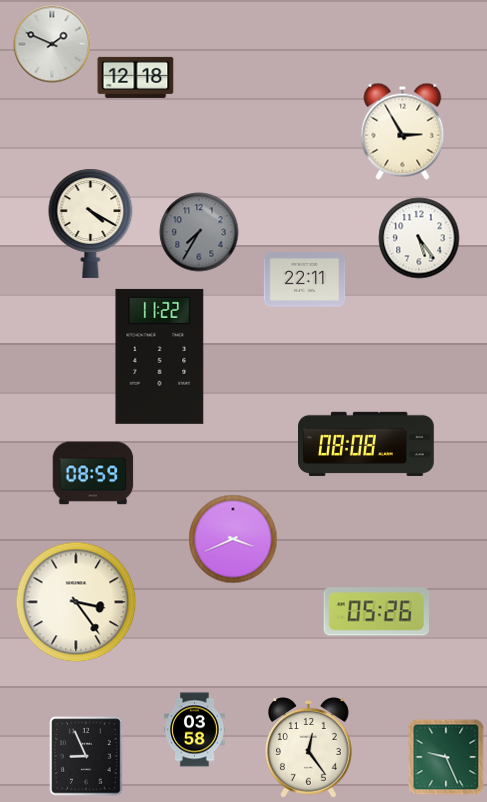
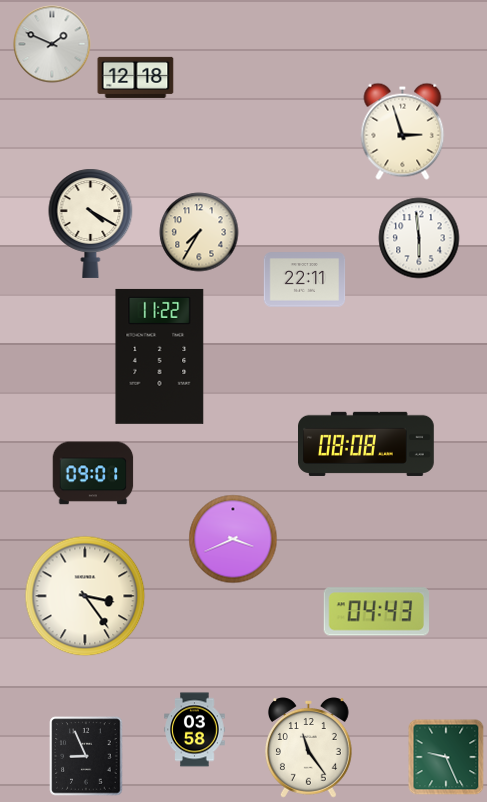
clock at (403, 131): 2:55 -> 2:57
clock at (199, 232) dial: grey -> cream
clock at (419, 238): 5:24 -> 5:59
clock at (93, 473): 08:59 -> 09:01
clock at (76, 602) position: (76, 602) -> (85, 596)
clock at (376, 612): 05:26 -> 04:43
clock at (309, 748): 12:24 -> 11:24
